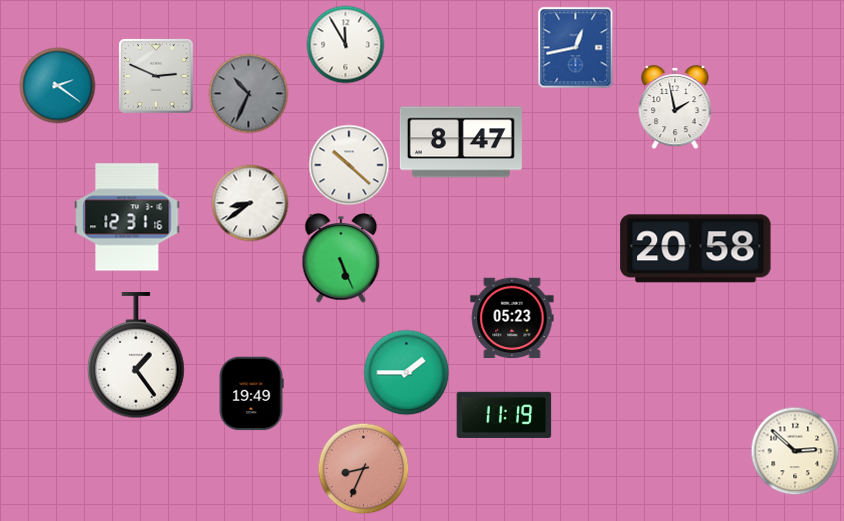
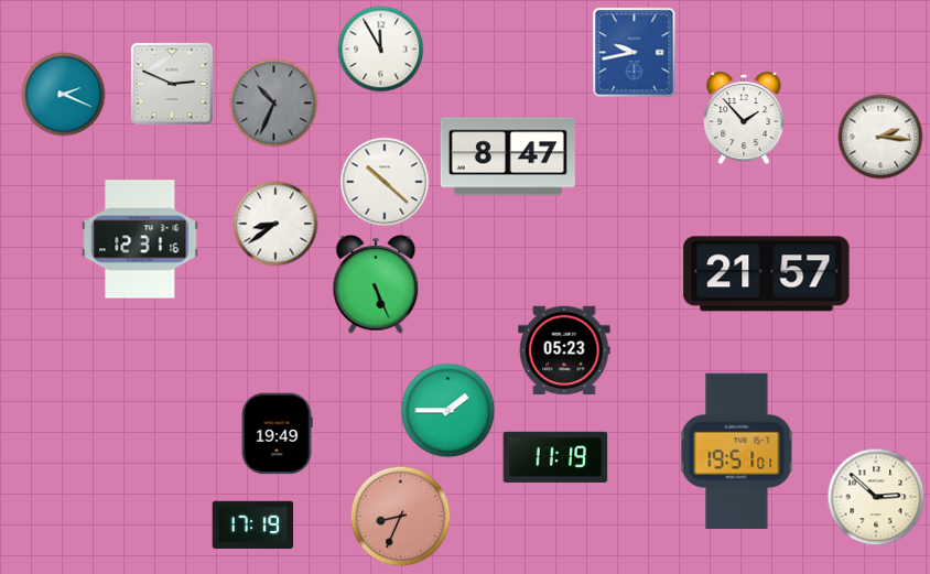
clock at (576, 48): 12:43 -> 9:43
clock at (58, 86): 2:21 -> 2:19
clock at (675, 107): 1:58 -> 1:53
clock at (880, 137): none -> 2:16
clock at (696, 249): 20:58 -> 21:57
clock at (136, 356): 1:24 -> none
clock at (737, 451): none -> 19:51
clock at (253, 524): none -> 17:19
